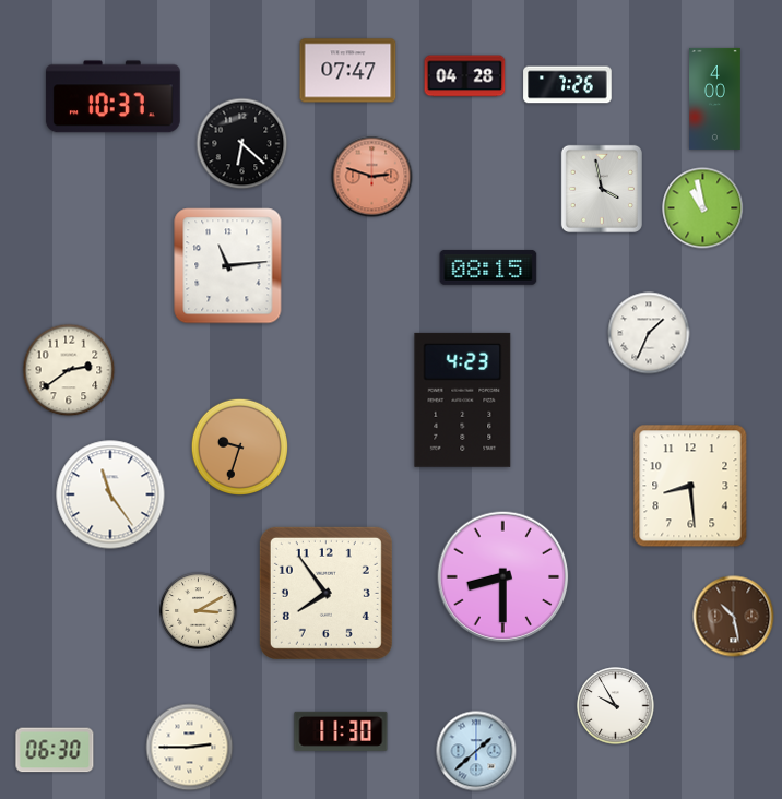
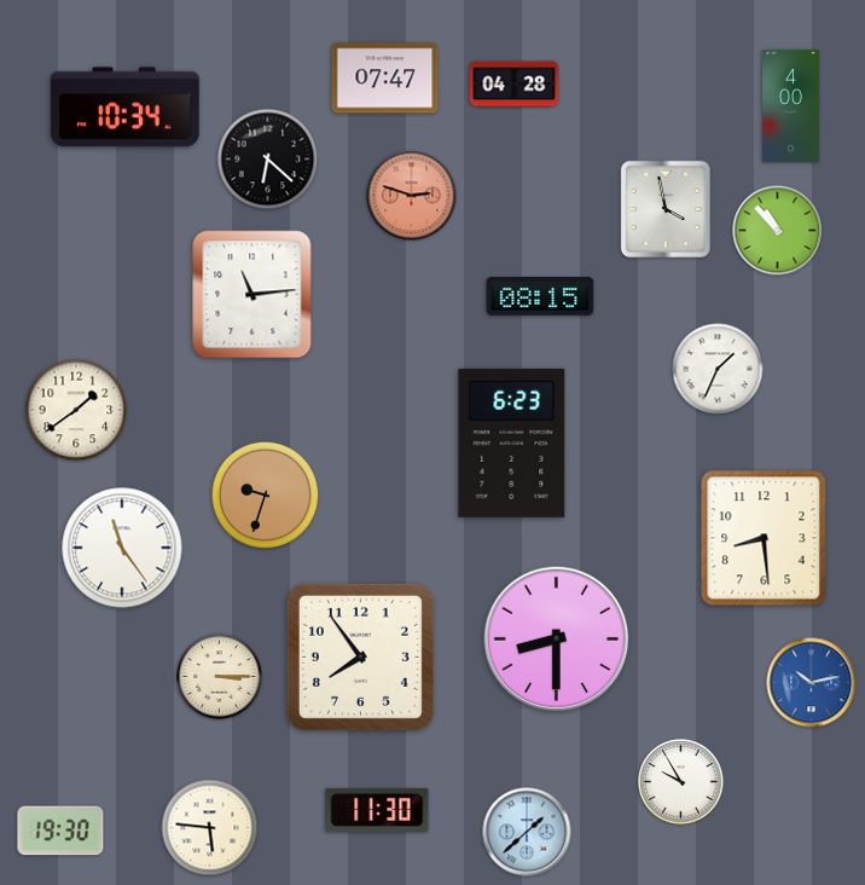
clock at (568, 85): 7:26 -> none
clock at (112, 97): 10:37 -> 10:34
clock at (715, 98) position: (715, 98) -> (791, 105)
clock at (703, 208): 10:58 -> 10:53
clock at (69, 370): 2:39 -> 1:39
clock at (463, 399): 4:23 -> 6:23
clock at (199, 611): 3:10 -> 3:15
clock at (734, 617): 10:28 -> 10:13
clock at (734, 617) dial: brown -> blue
clock at (190, 748): 2:45 -> 5:46
clock at (55, 750): 06:30 -> 19:30
